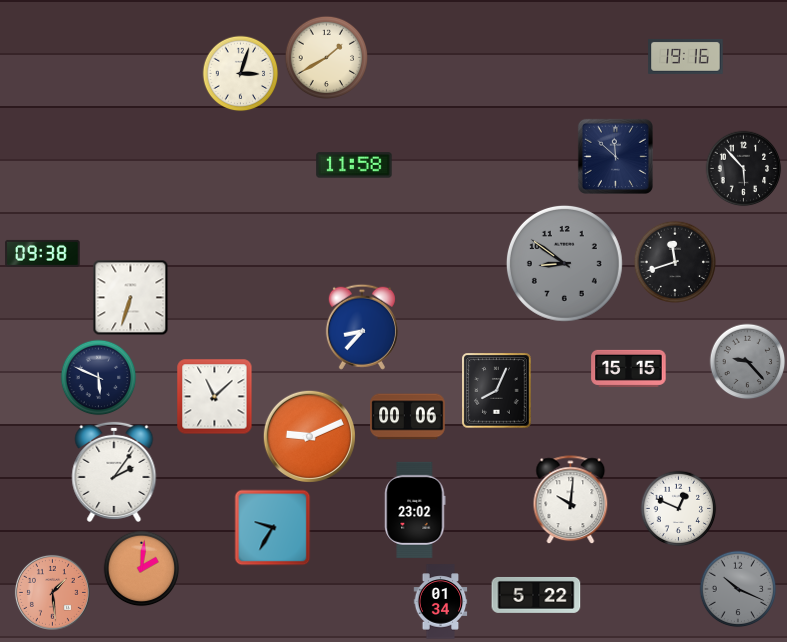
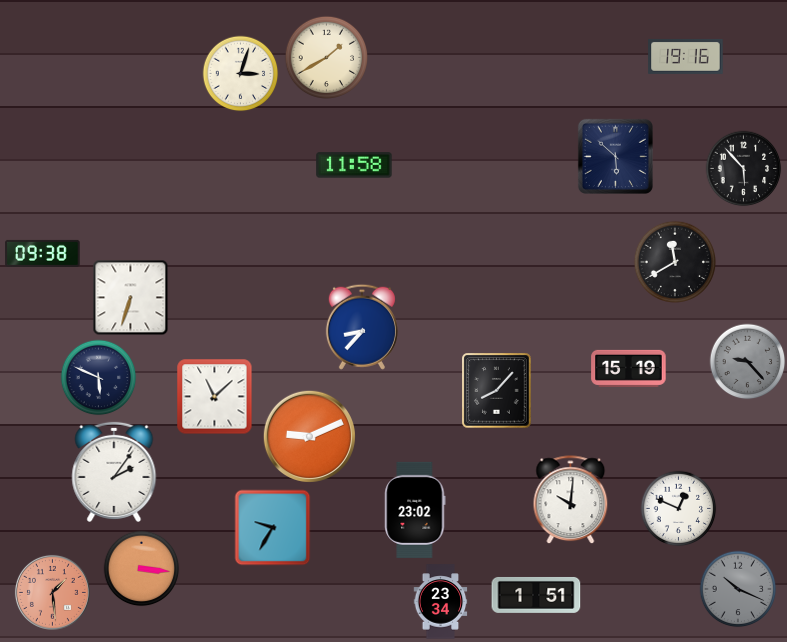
clock at (615, 156): 11:52 -> 5:52
clock at (675, 262): 11:42 -> 11:40
clock at (564, 263): 8:51 -> none
clock at (629, 368): 15:15 -> 15:19
clock at (497, 391): 8:04 -> 8:07
clock at (408, 417): 00:06 -> none
clock at (142, 569): 2:01 -> 3:16
clock at (536, 595): 5:22 -> 1:51
clock at (441, 602): 01:34 -> 23:34
